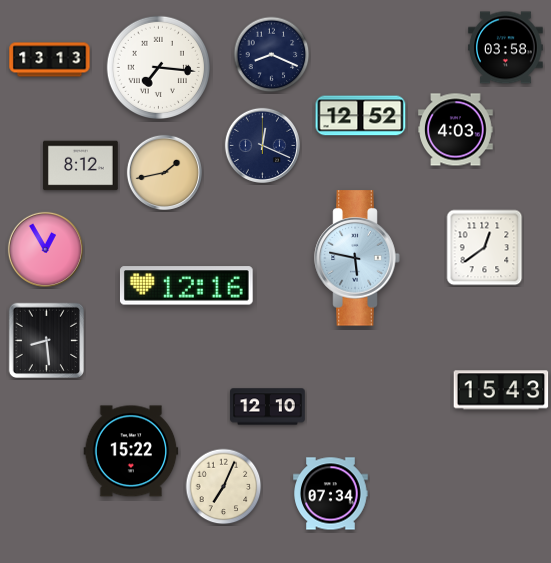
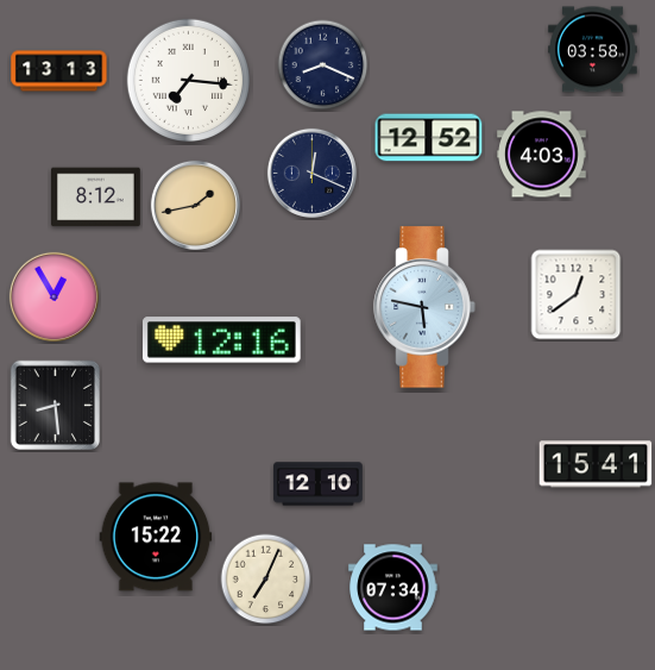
clock at (506, 48) position: (506, 48) -> (593, 50)
clock at (501, 390): 15:43 -> 15:41
